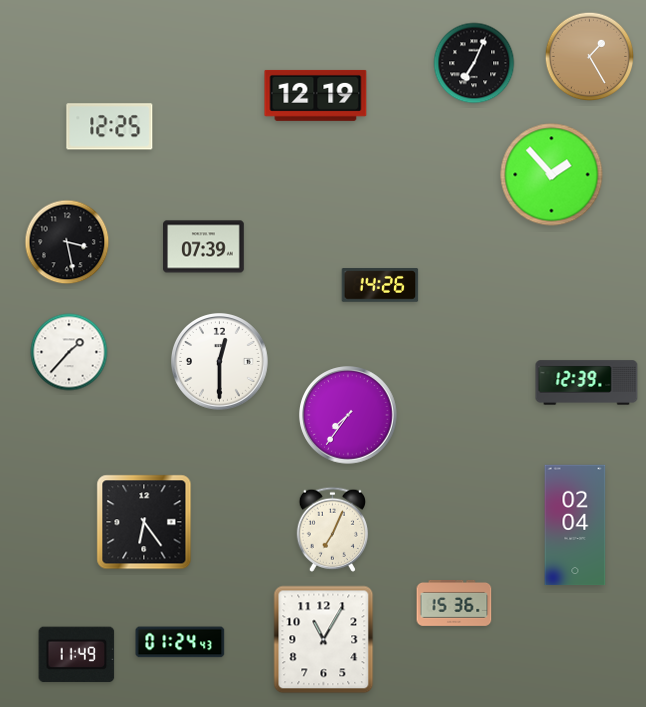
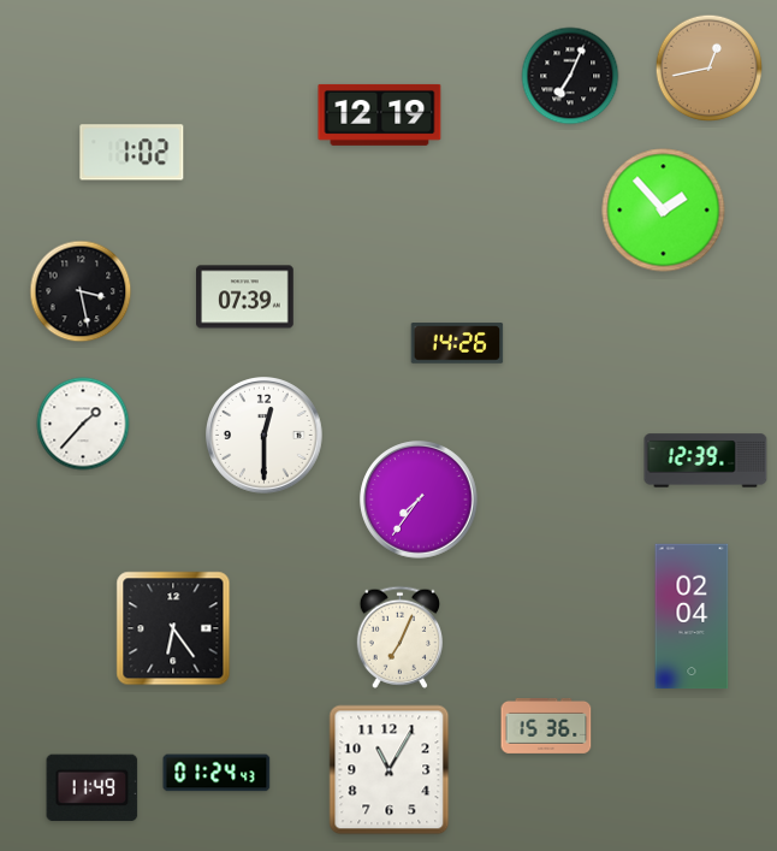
clock at (590, 57): 1:25 -> 12:43
clock at (110, 127): 12:25 -> 1:02
clock at (575, 525) position: (575, 525) -> (692, 616)
